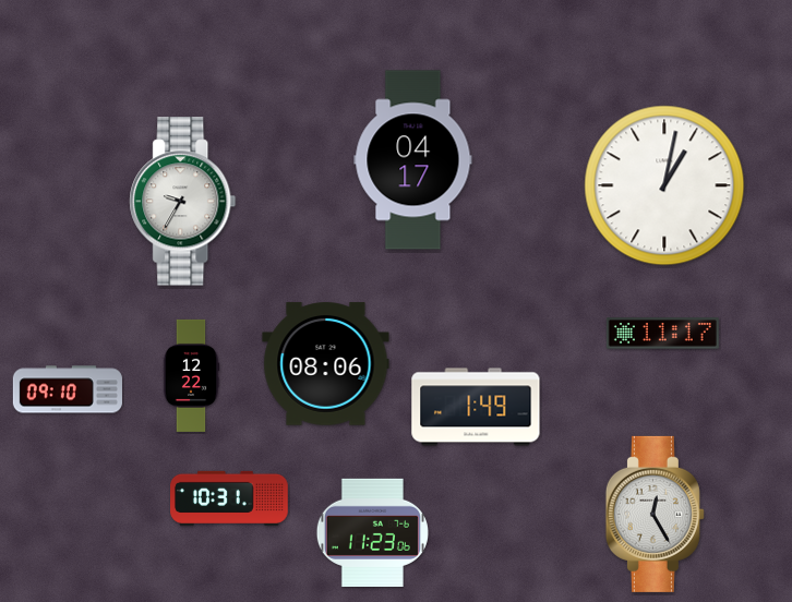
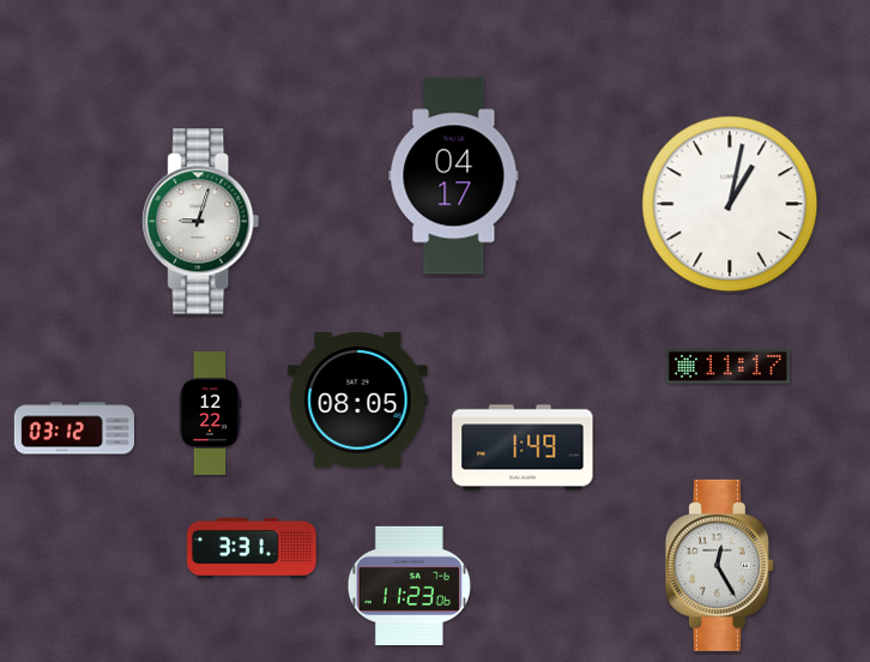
clock at (183, 202): 9:35 -> 9:03
clock at (326, 364): 08:06 -> 08:05
clock at (68, 389): 09:10 -> 03:12
clock at (230, 498): 10:31 -> 3:31
